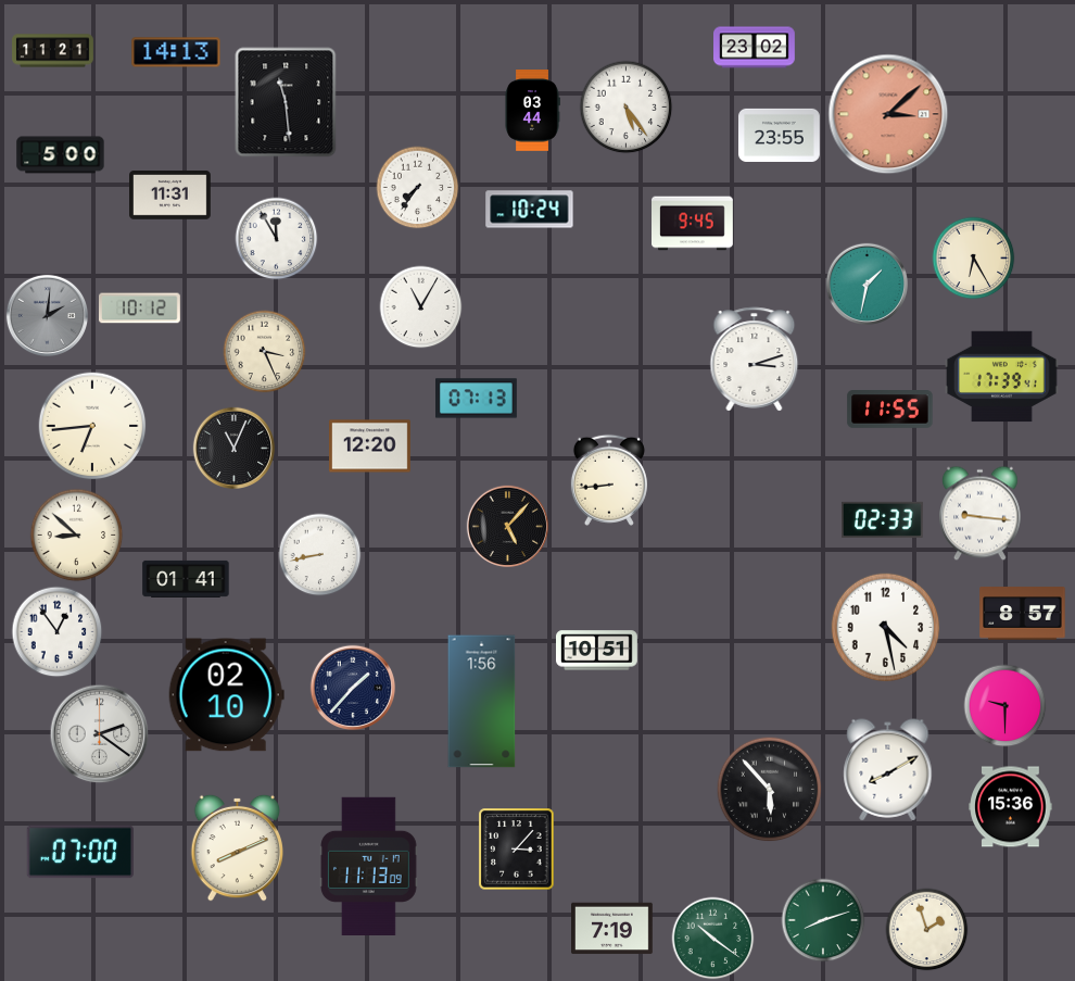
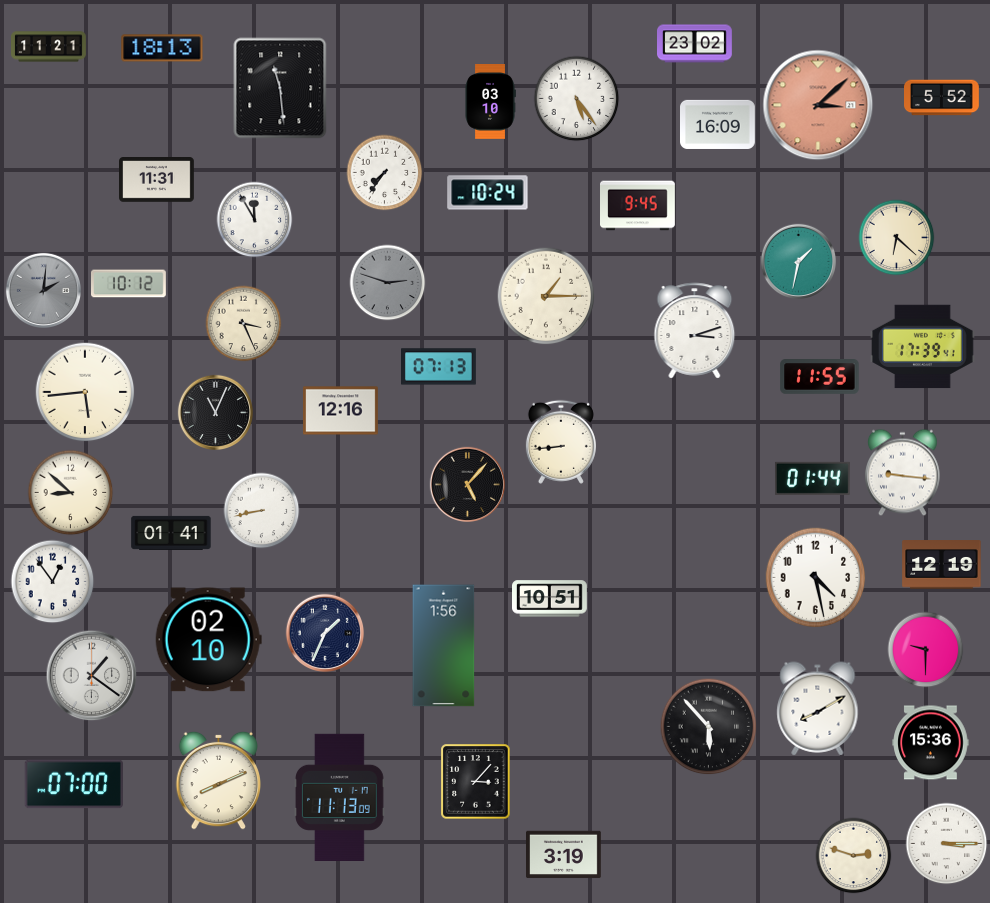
clock at (176, 52): 14:13 -> 18:13
clock at (286, 102) position: (286, 102) -> (280, 88)
clock at (942, 98): none -> 5:52
clock at (532, 111): 03:44 -> 03:10
clock at (780, 135): 23:55 -> 16:09
clock at (61, 155): 5:00 -> none
clock at (974, 259): 6:25 -> 6:22
clock at (421, 307): 11:05 -> 2:48
clock at (421, 307) dial: white -> grey
clock at (546, 296): none -> 1:15
clock at (92, 426): 6:44 -> 5:44
clock at (370, 447): 12:20 -> 12:16
clock at (882, 519): 02:33 -> 01:44
clock at (320, 555) position: (320, 555) -> (262, 511)
clock at (1023, 614): 8:57 -> 12:19
clock at (353, 688): 1:37 -> 1:34
clock at (100, 734): 2:21 -> 1:21
clock at (947, 844): none -> 3:15
clock at (823, 920): 8:12 -> none
clock at (612, 929): 7:19 -> 3:19
clock at (927, 930): 1:57 -> 2:48
clock at (713, 939): 10:21 -> none
